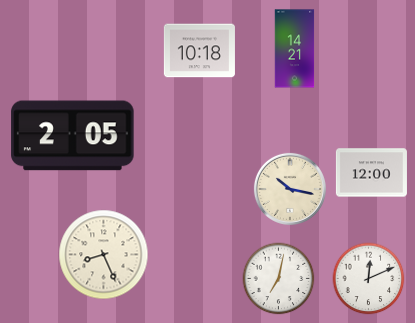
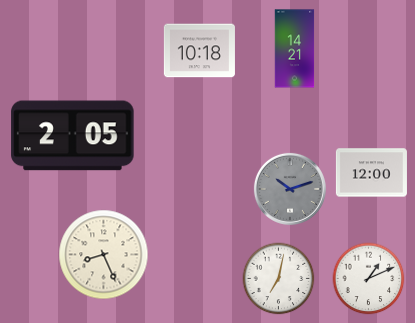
clock at (290, 189): 10:17 -> 10:12
clock at (290, 189) dial: cream -> grey
clock at (369, 279): 12:11 -> 1:11
